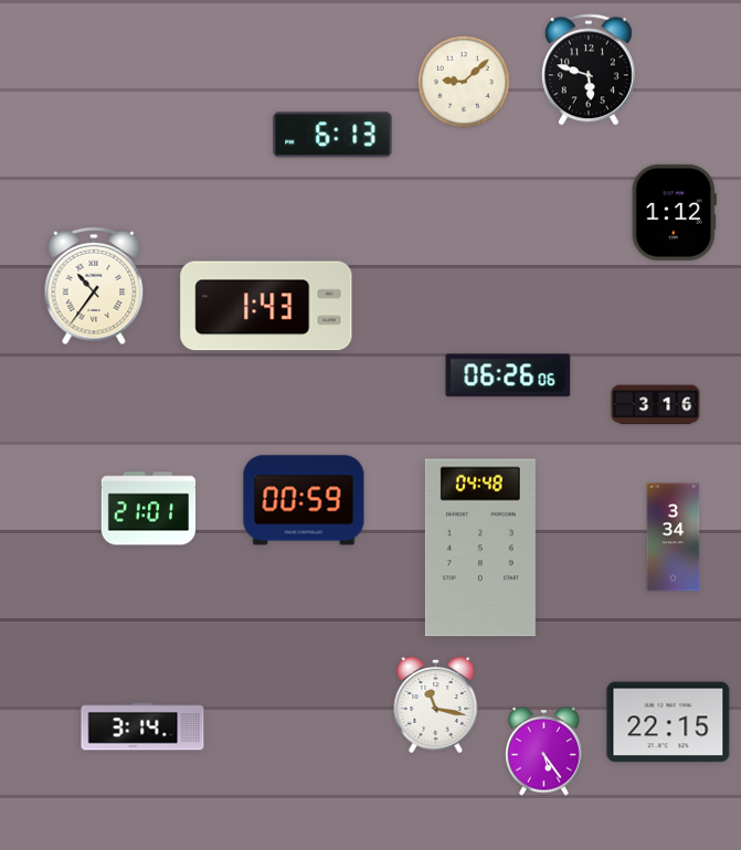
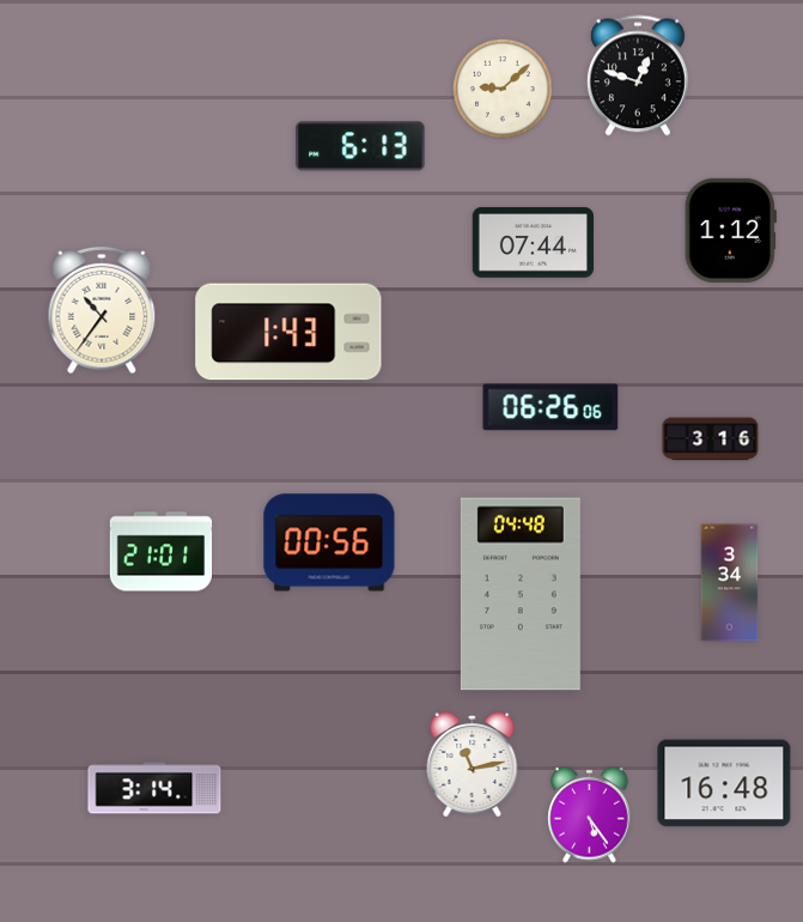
clock at (589, 70): 5:48 -> 12:48
clock at (533, 243): none -> 07:44
clock at (304, 500): 00:59 -> 00:56
clock at (436, 704): 11:17 -> 11:13
clock at (668, 722): 22:15 -> 16:48
